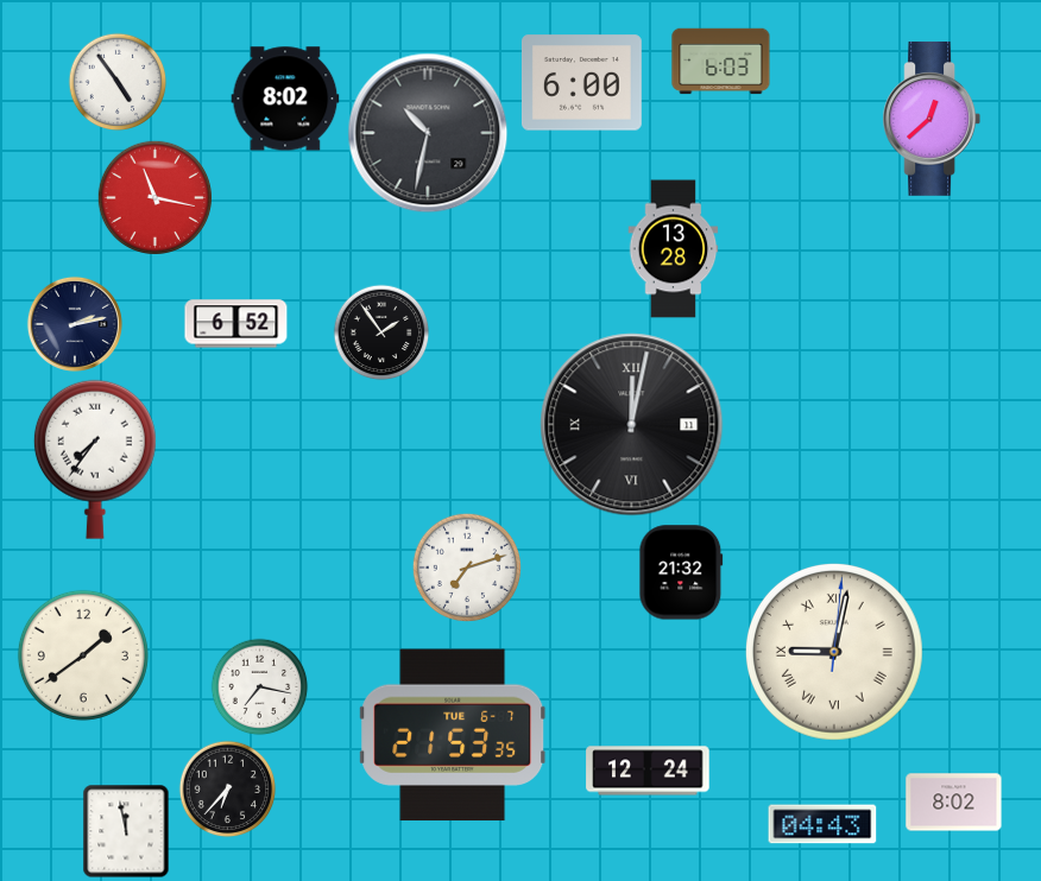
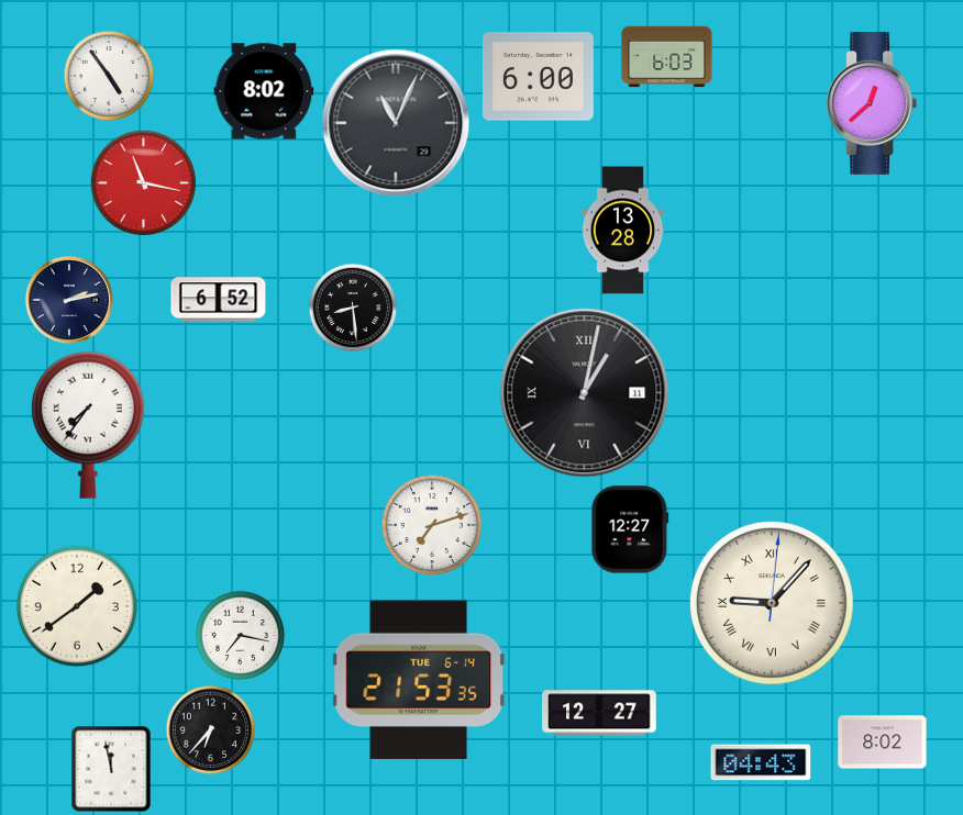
clock at (932, 119) position: (932, 119) -> (872, 103)
clock at (428, 133): 10:32 -> 11:04
clock at (381, 332): 1:54 -> 8:29
clock at (632, 425): 12:02 -> 1:02
clock at (681, 572): 21:32 -> 12:27
clock at (835, 653): 9:02 -> 9:07
clock at (453, 735) date: TUE 6-7 -> TUE 6-14
clock at (648, 771): 12:24 -> 12:27
clock at (126, 831) position: (126, 831) -> (111, 769)
